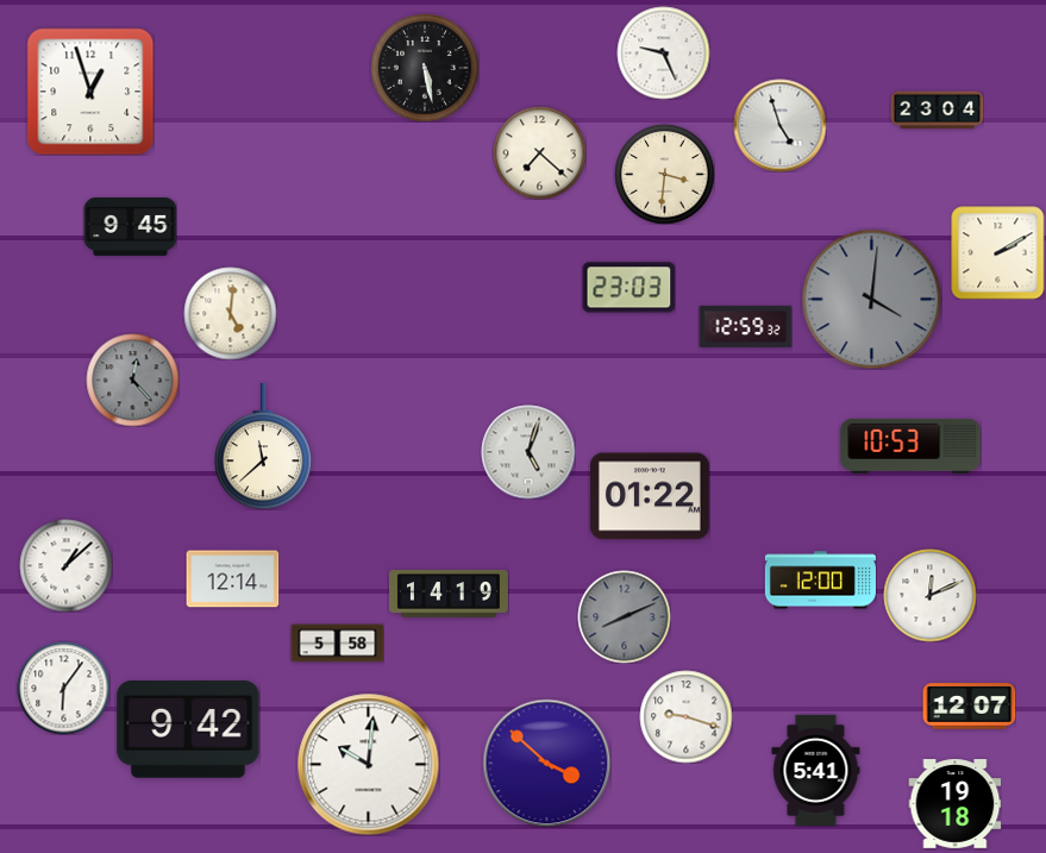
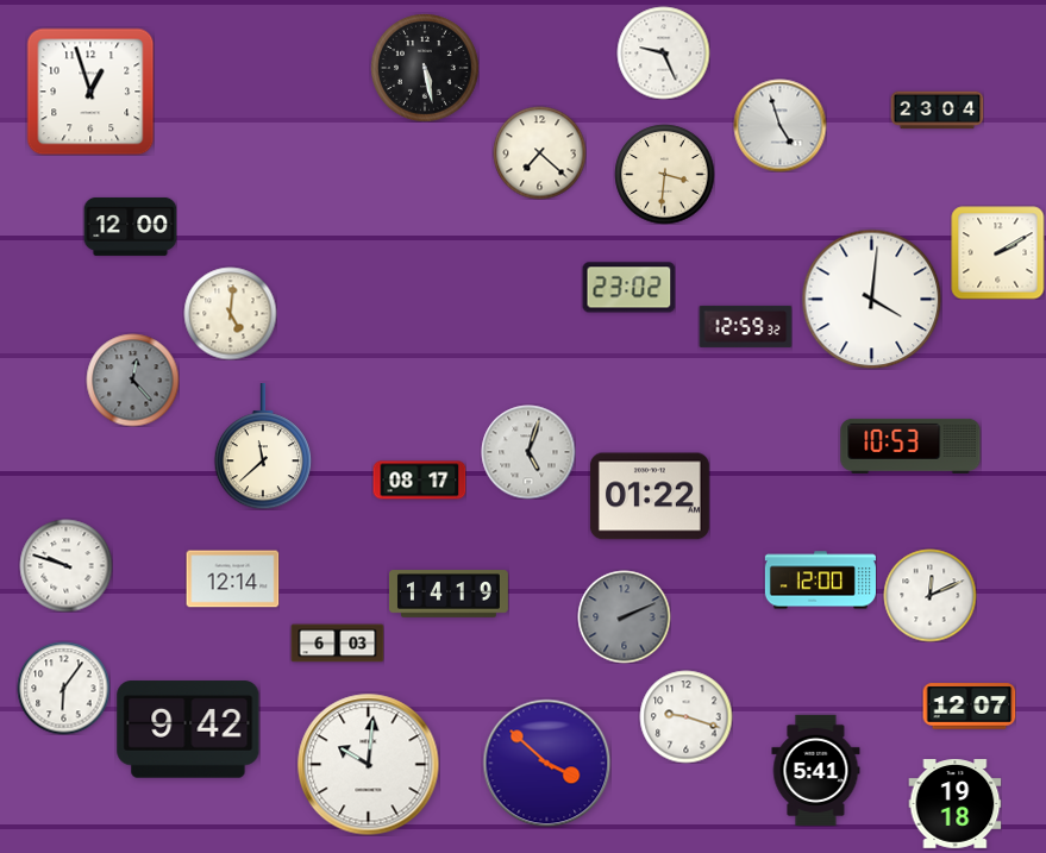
clock at (130, 226): 9:45 -> 12:00
clock at (628, 288): 23:03 -> 23:02
clock at (871, 299) dial: grey -> white
clock at (419, 481): none -> 08:17
clock at (65, 565): 1:08 -> 9:48
clock at (624, 616): 8:11 -> 2:11
clock at (337, 644): 5:58 -> 6:03
